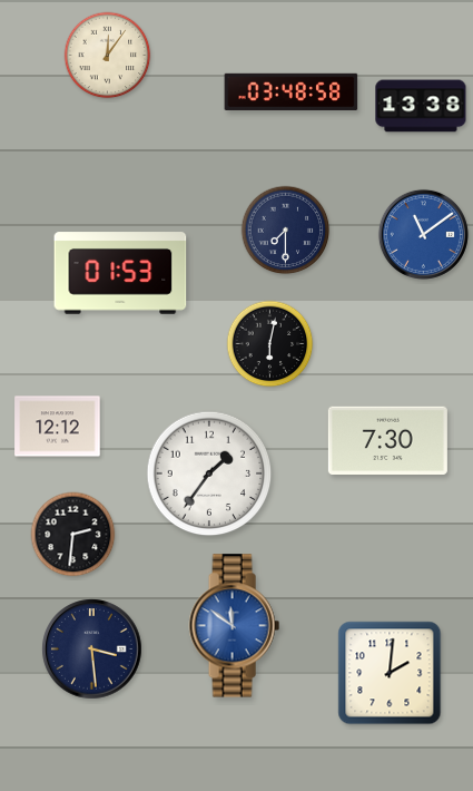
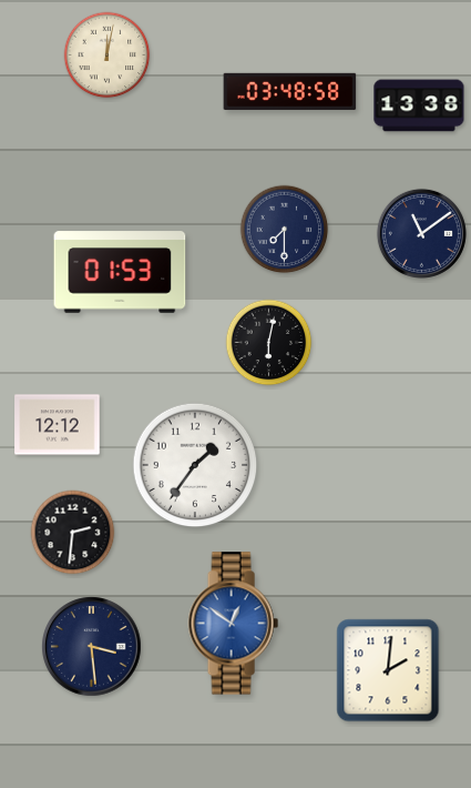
clock at (108, 56): 12:06 -> 12:02
clock at (423, 234) dial: blue -> navy
clock at (387, 440): 7:30 -> none
clock at (209, 473) position: (209, 473) -> (195, 465)
clock at (234, 626): 11:51 -> 12:51
